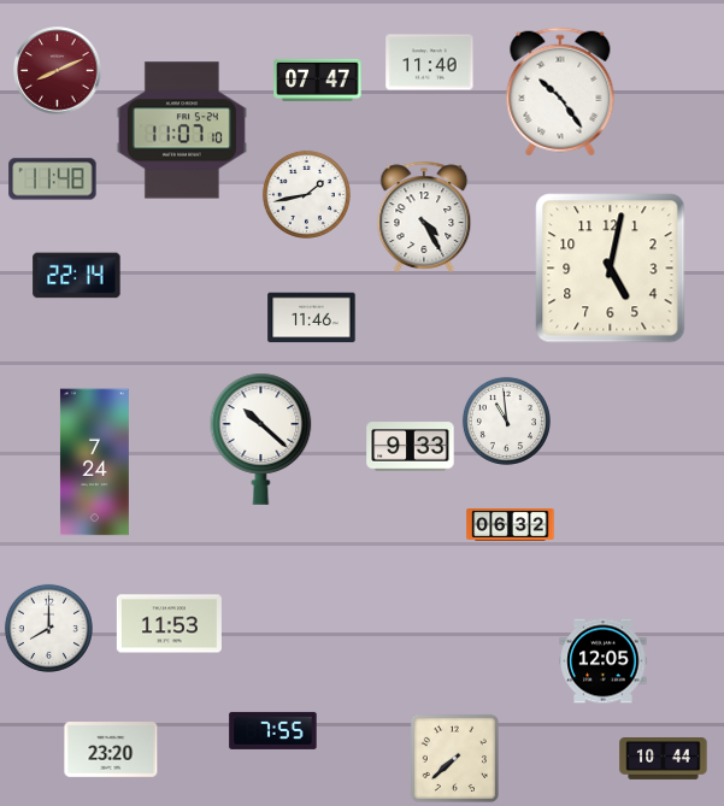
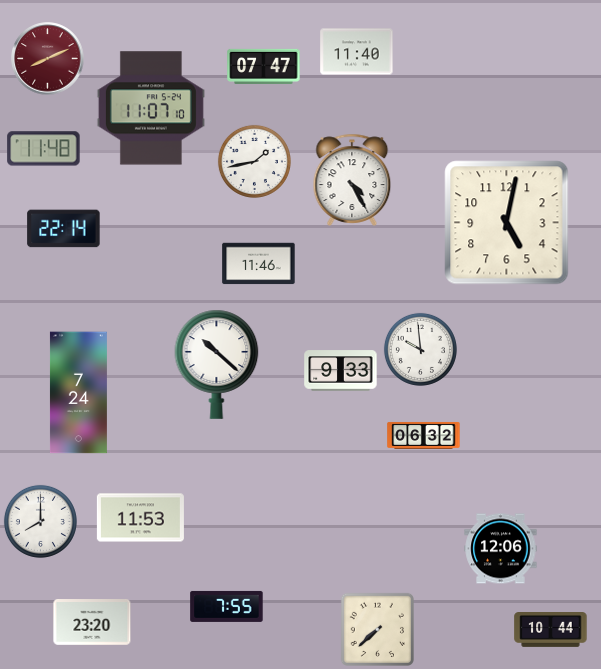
clock at (560, 92): 10:24 -> none
clock at (506, 420): 10:59 -> 9:59
clock at (94, 463) position: (94, 463) -> (78, 393)
clock at (604, 661): 12:05 -> 12:06
